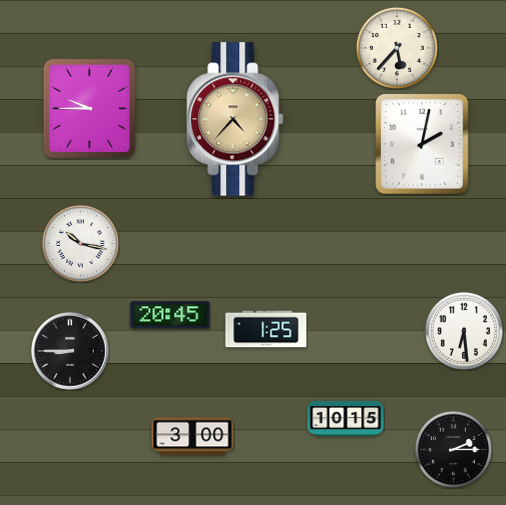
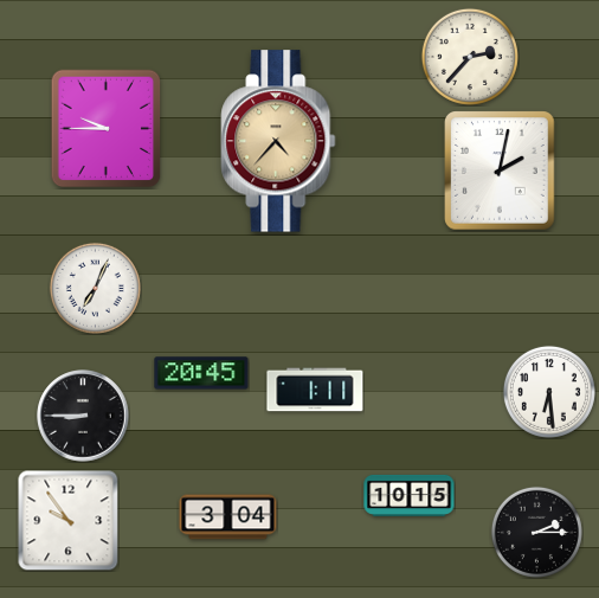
clock at (397, 48): 5:37 -> 2:37
clock at (80, 243): 10:17 -> 7:04
clock at (266, 329): 1:25 -> 1:11
clock at (193, 437): 3:00 -> 3:04
clock at (69, 521): none -> 9:54
